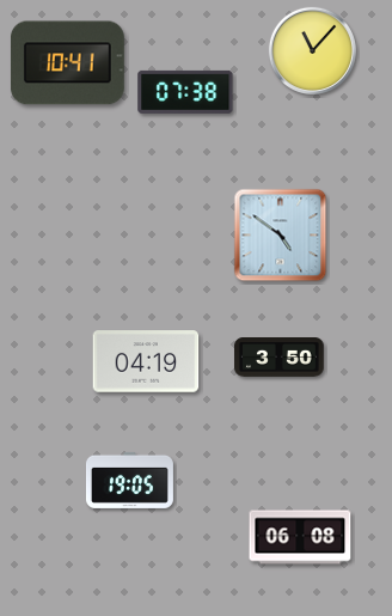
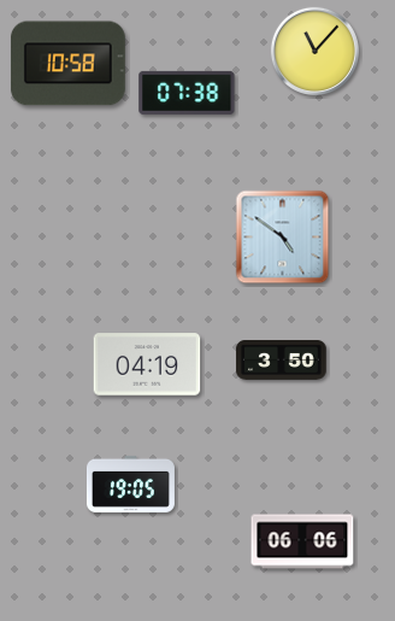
clock at (67, 63): 10:41 -> 10:58
clock at (300, 537): 06:08 -> 06:06
